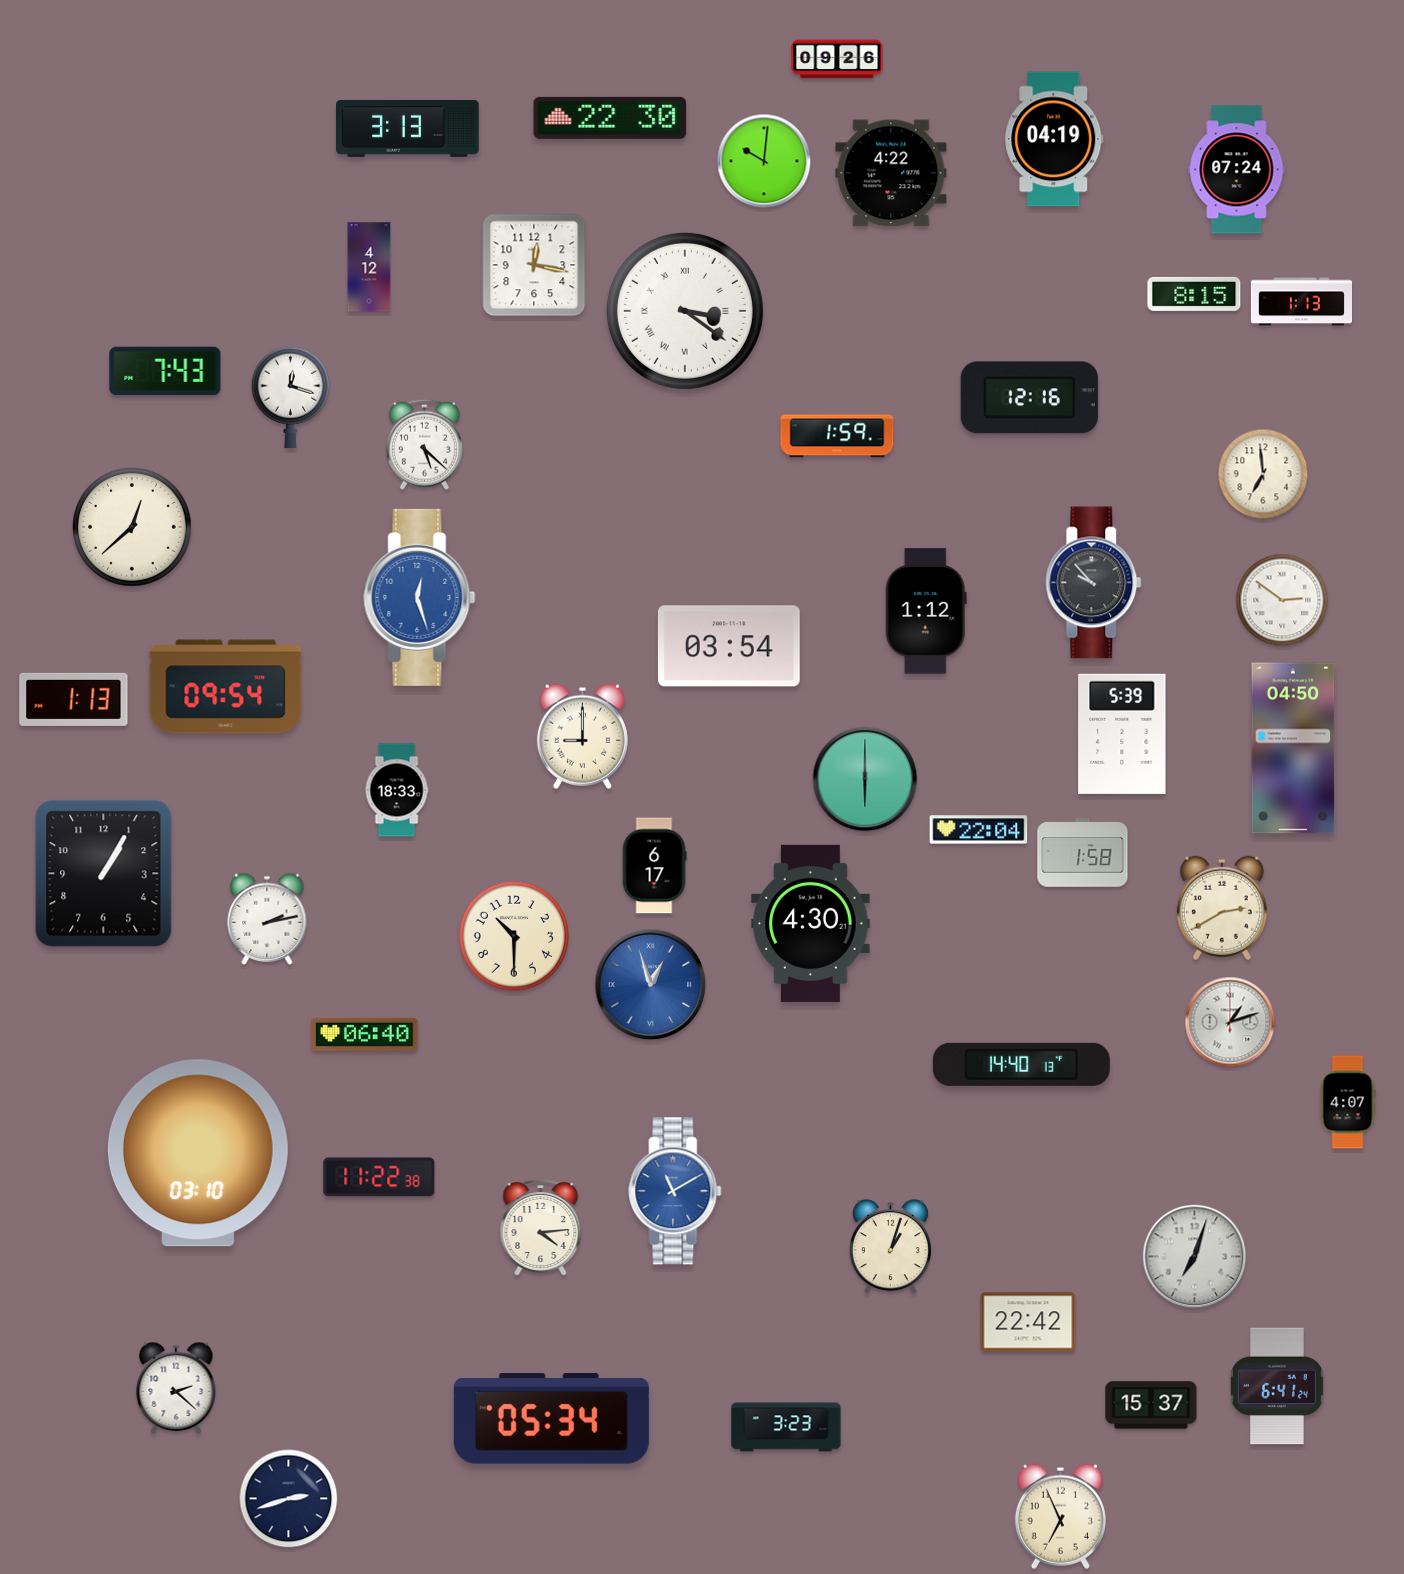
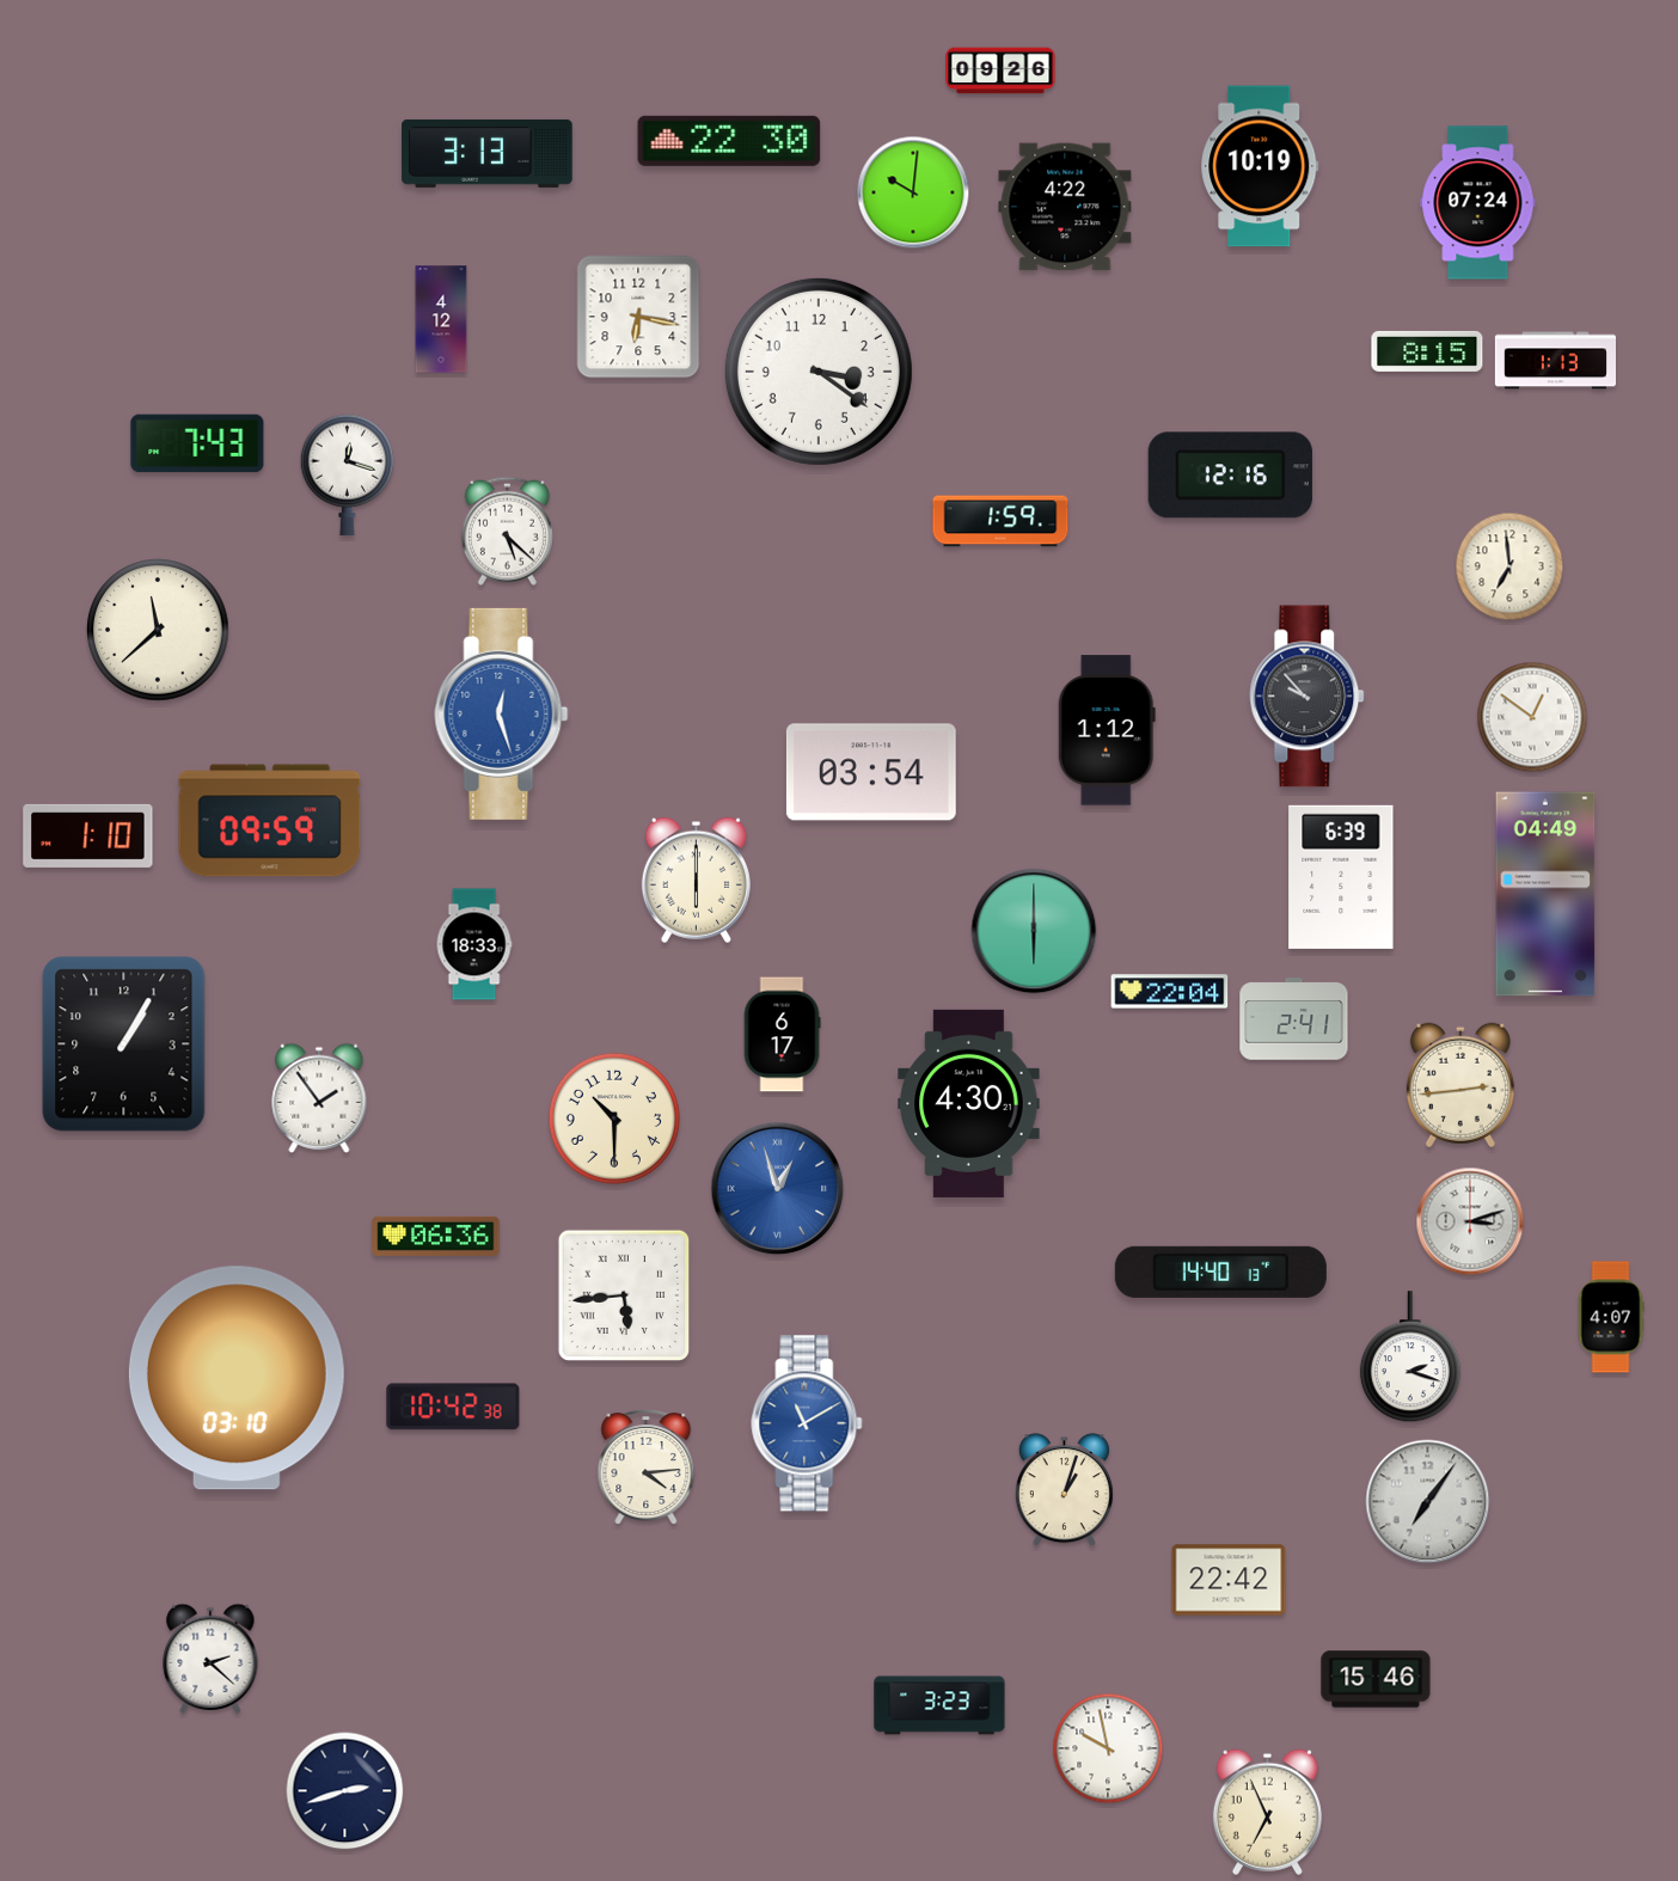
clock at (1054, 139): 04:19 -> 10:19
clock at (534, 265): 12:17 -> 6:17
clock at (685, 311) numerals: Roman -> Arabic
clock at (132, 527): 12:38 -> 11:38
clock at (1282, 600): 2:51 -> 12:51
clock at (226, 687): 09:54 -> 09:59
clock at (74, 699): 1:13 -> 1:10
clock at (1122, 734): 5:39 -> 6:39
clock at (582, 736): 9:00 -> 6:00
clock at (1293, 748): 04:50 -> 04:49
clock at (1083, 853): 1:58 -> 2:41
clock at (1222, 908): 2:40 -> 2:44
clock at (267, 919): 2:13 -> 1:54
clock at (651, 985) position: (651, 985) -> (778, 1189)
clock at (1230, 1022): 1:12 -> 3:12
clock at (365, 1034): 06:40 -> 06:36
clock at (624, 1295): none -> 5:44
clock at (1410, 1358): none -> 2:18
clock at (379, 1177): 11:22 -> 10:42
clock at (1195, 1257): 7:03 -> 7:06
clock at (1278, 1386): 6:41 -> none
clock at (1151, 1405): 15:37 -> 15:46
clock at (551, 1419): 05:34 -> none
clock at (1108, 1748): none -> 9:58
